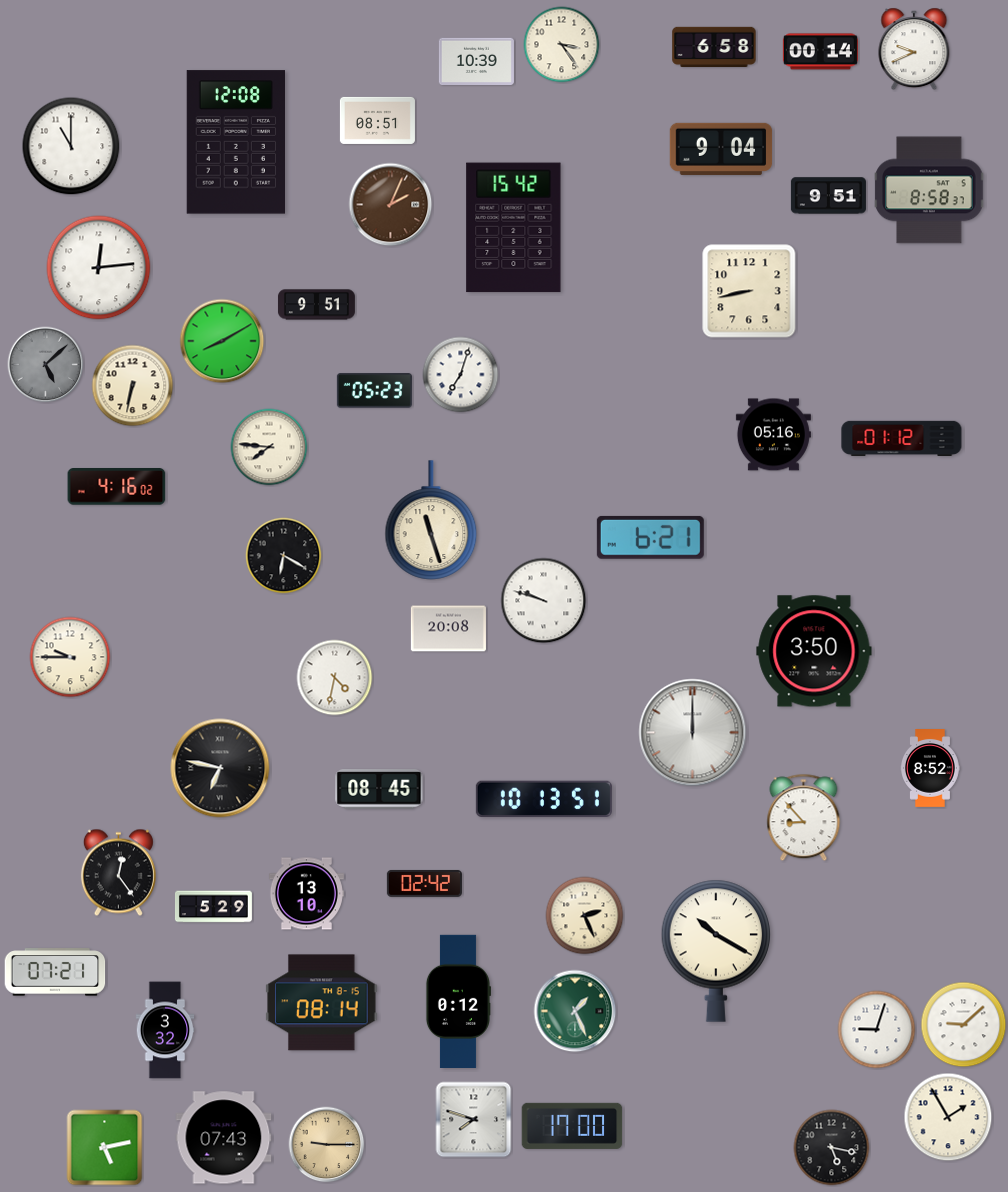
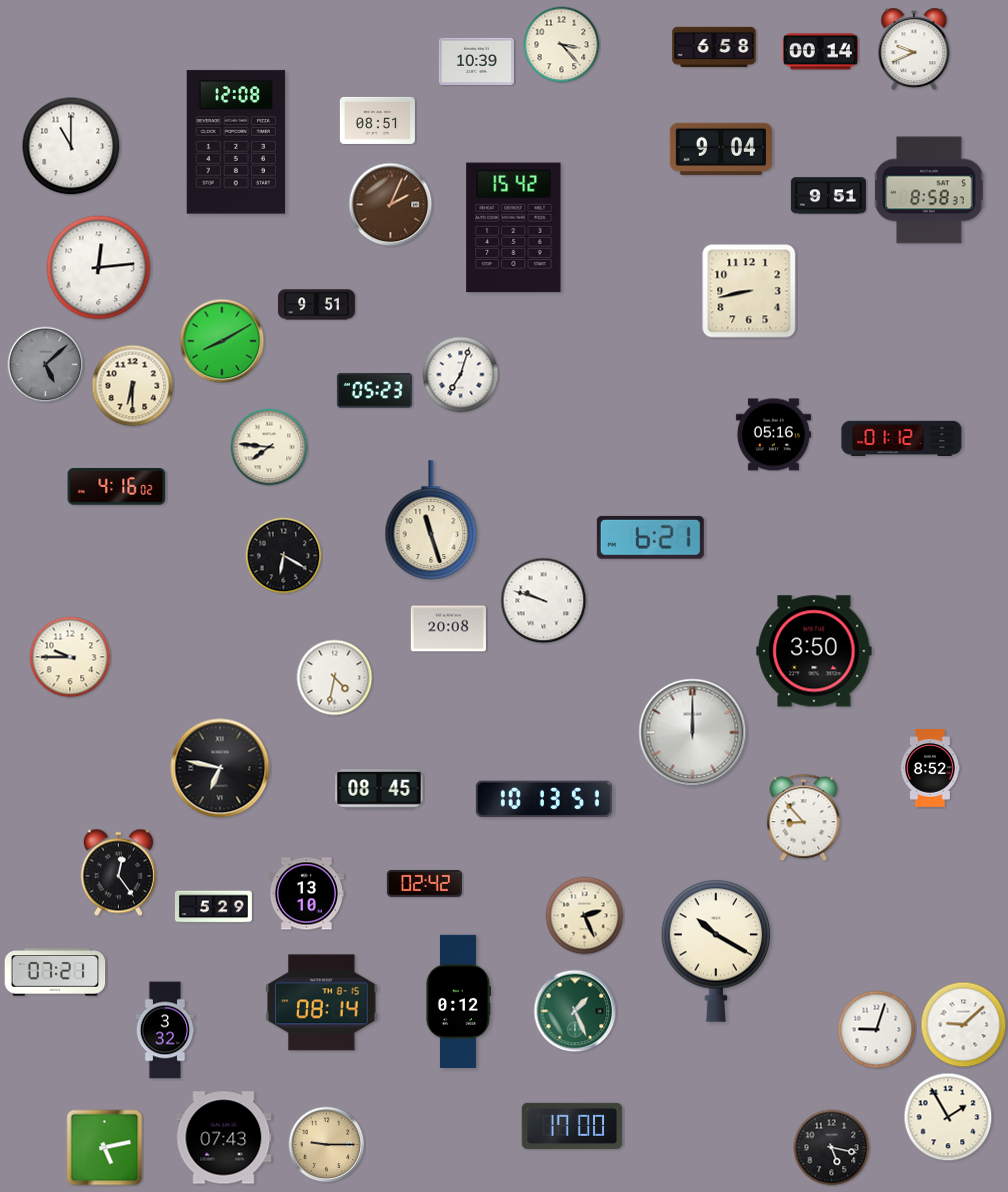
clock at (562, 45): 3:24 -> 3:23
clock at (133, 386): 6:32 -> 6:30
clock at (474, 1120): 7:48 -> none
